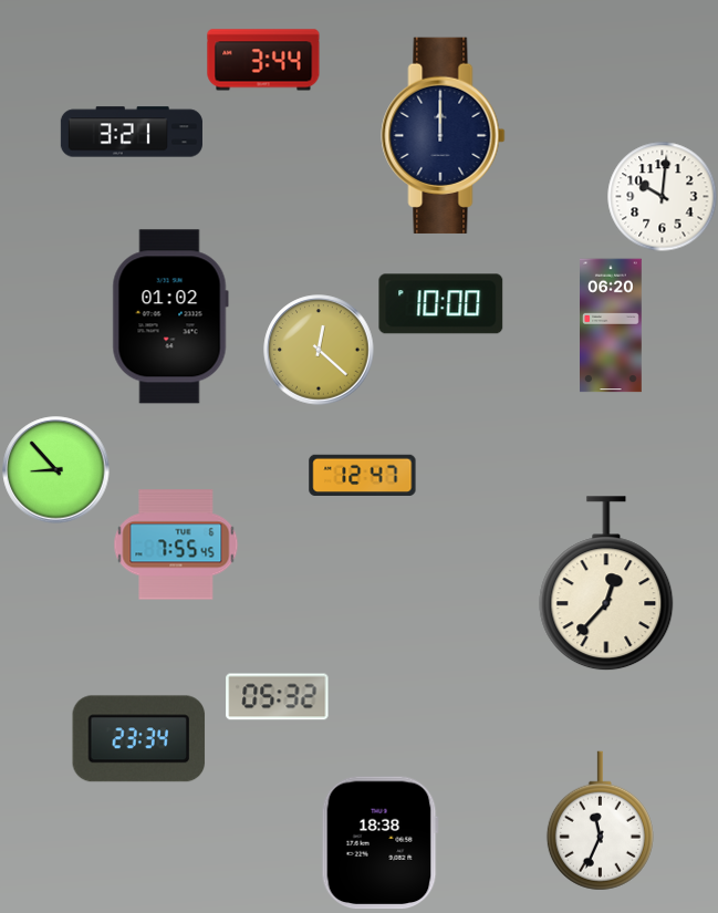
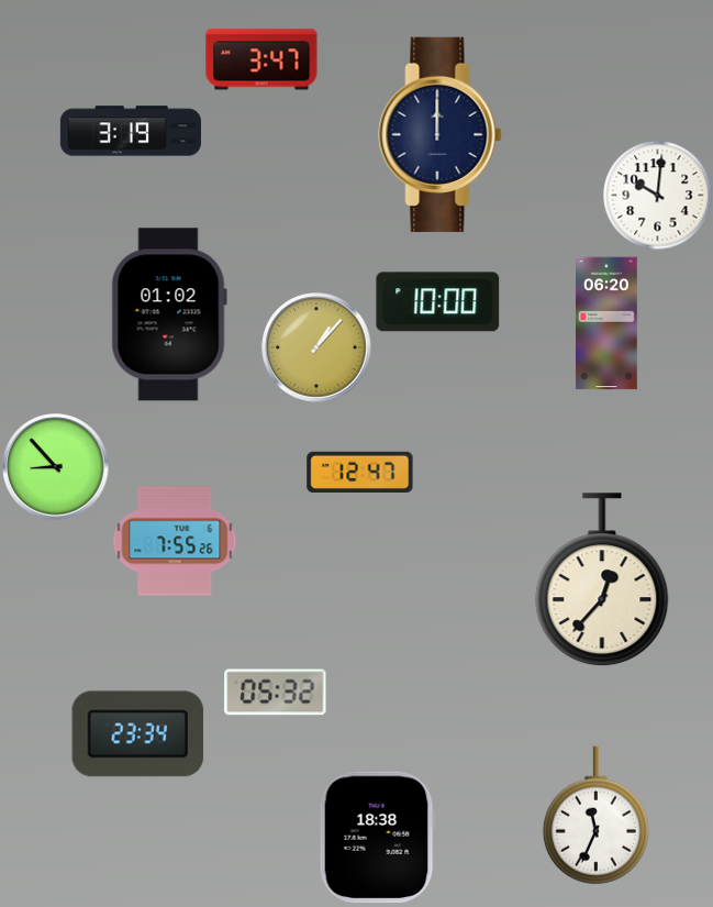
clock at (263, 60): 3:44 -> 3:47
clock at (132, 132): 3:21 -> 3:19
clock at (319, 350): 12:22 -> 1:07
clock at (176, 544): 7:55:45 -> 7:55:26
